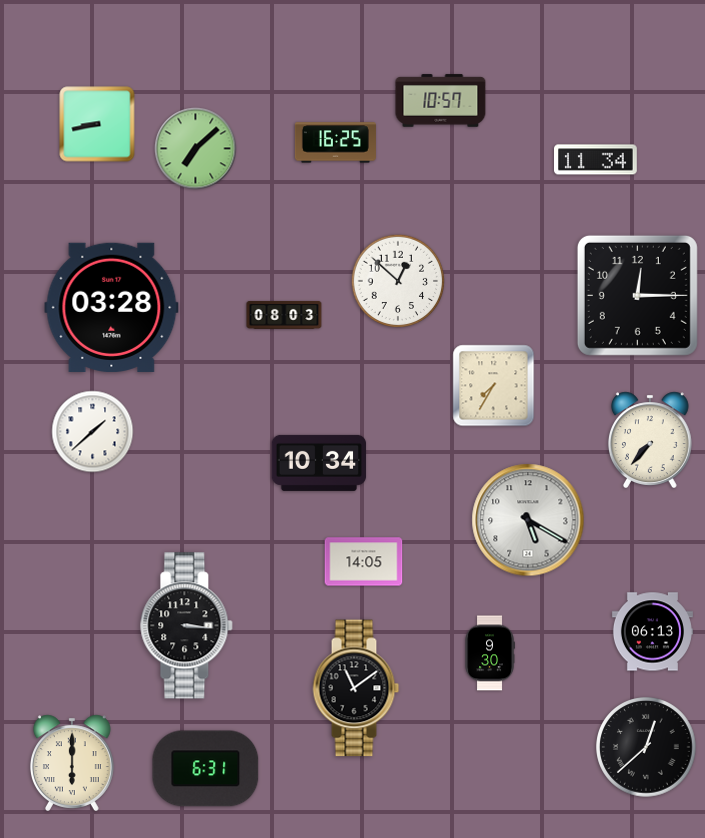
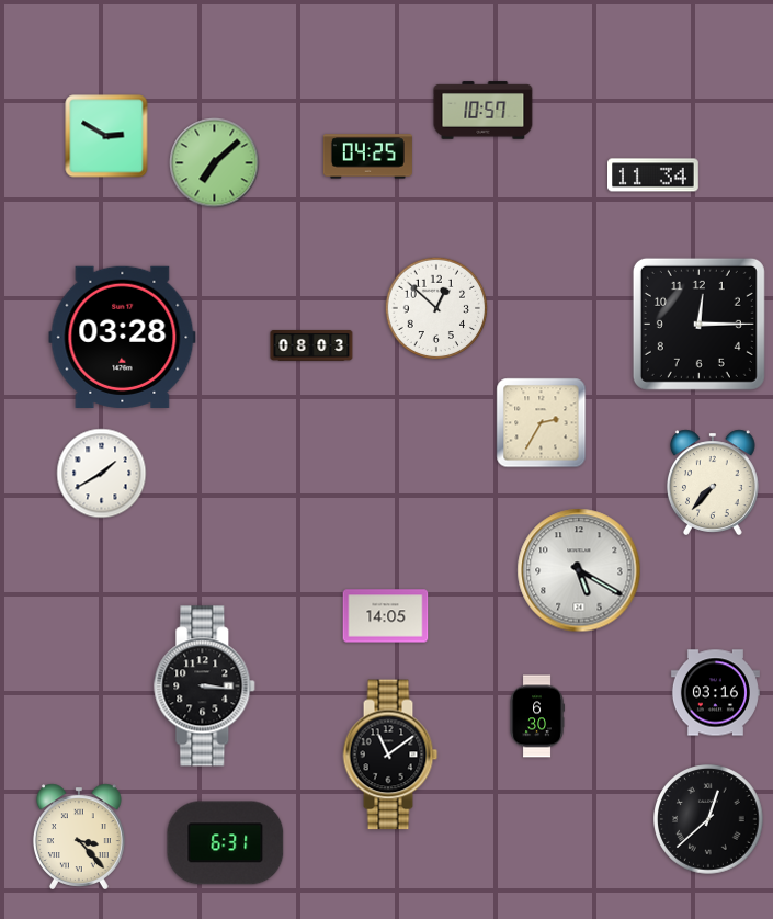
clock at (97, 124): 8:43 -> 2:50
clock at (335, 143): 16:25 -> 04:25
clock at (494, 386): 7:35 -> 2:35
clock at (93, 432): 1:38 -> 1:40
clock at (319, 463): 10:34 -> none
clock at (364, 562) position: (364, 562) -> (386, 616)
clock at (652, 632): 06:13 -> 03:16
clock at (490, 653): 9:30 -> 6:30
clock at (72, 763): 6:00 -> 3:23
